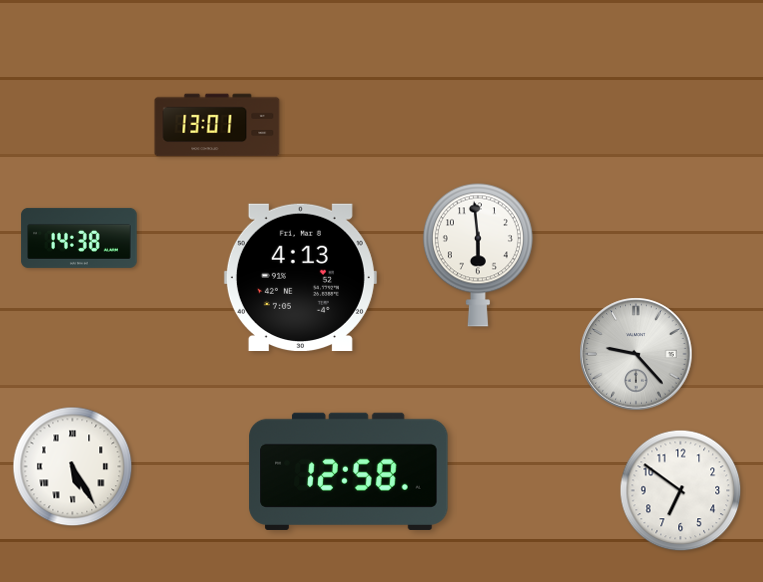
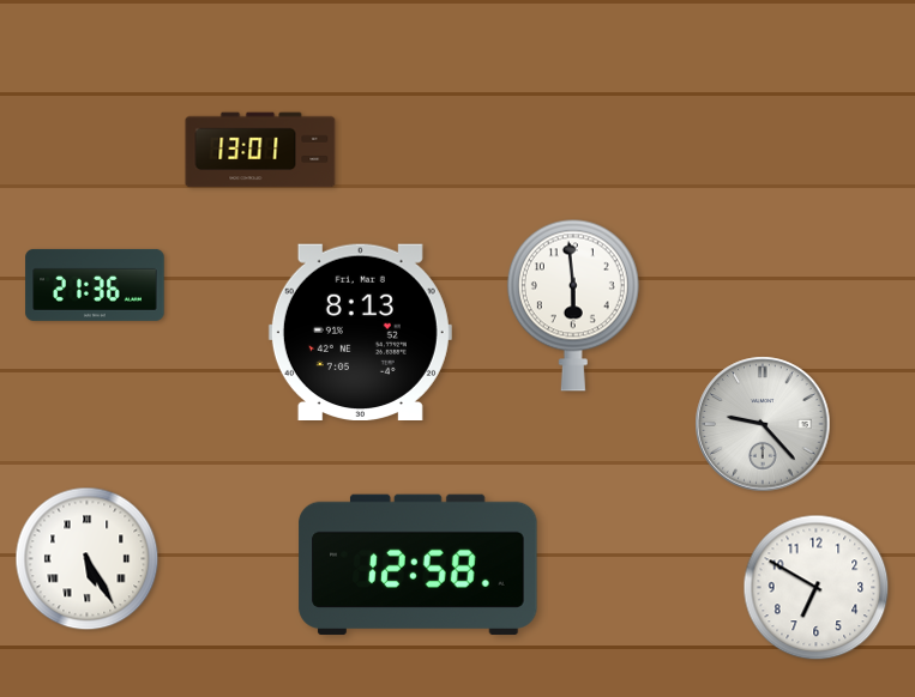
clock at (79, 238): 14:38 -> 21:36
clock at (300, 277): 4:13 -> 8:13
clock at (681, 491): 6:51 -> 6:50
